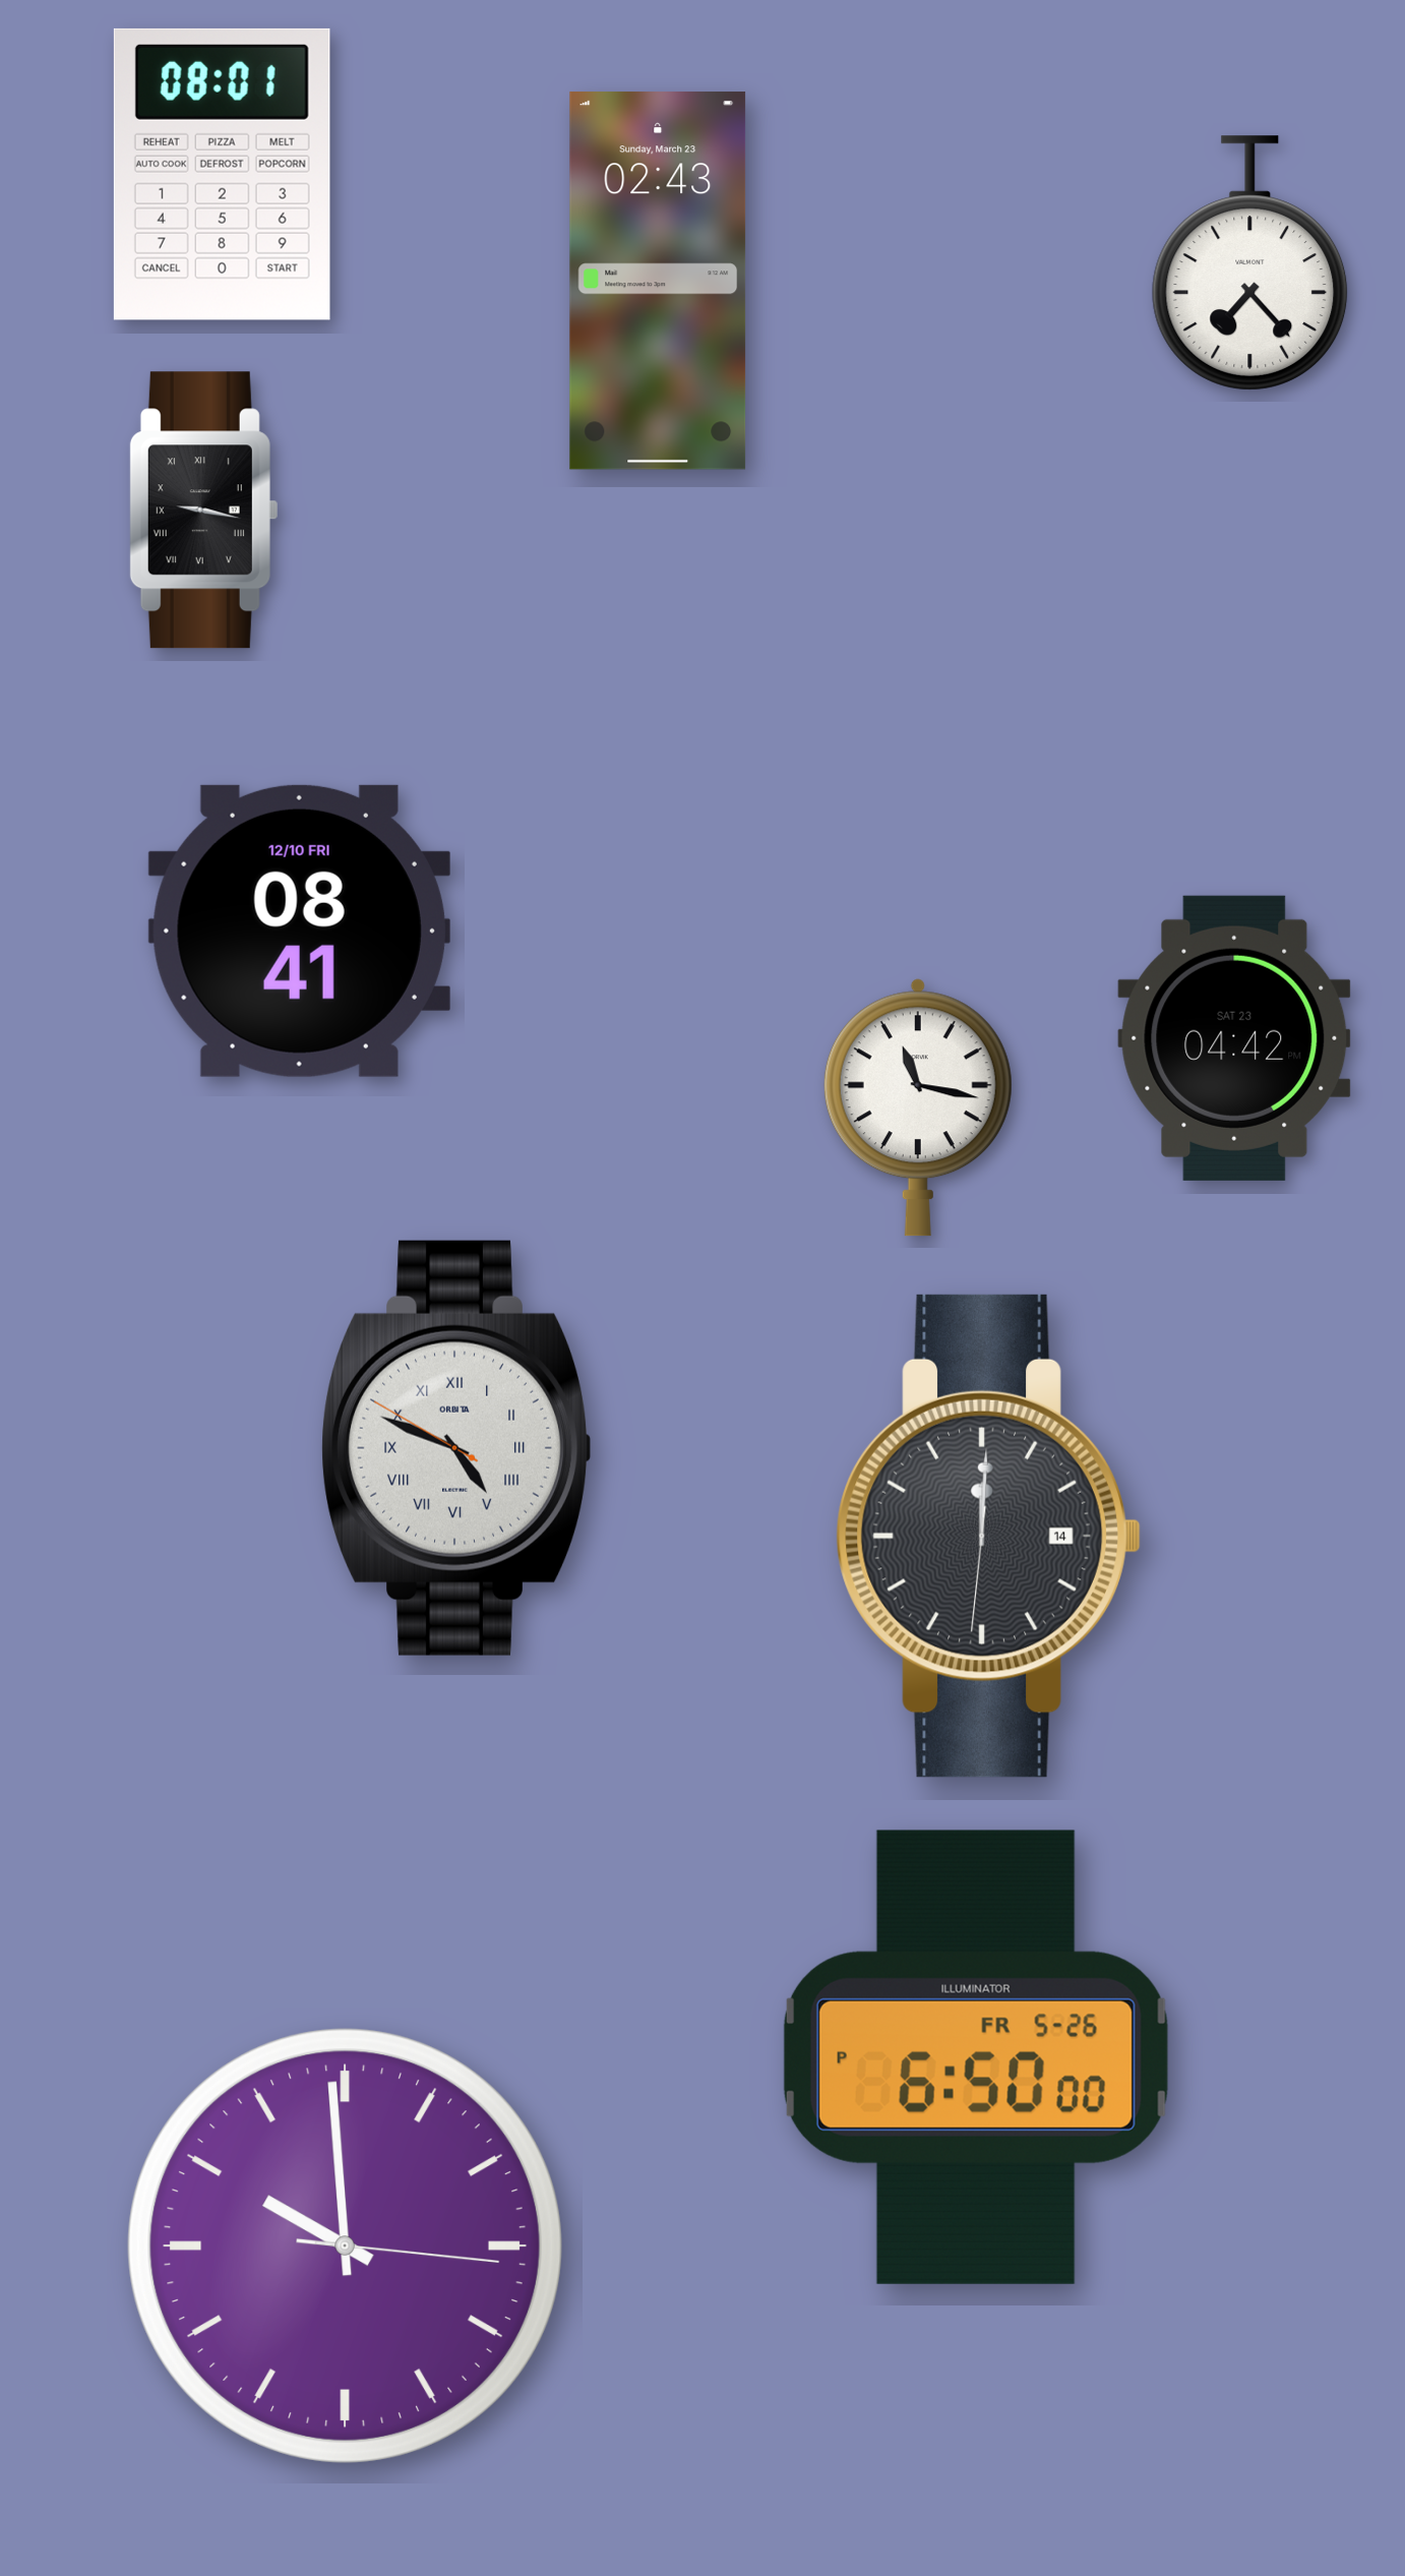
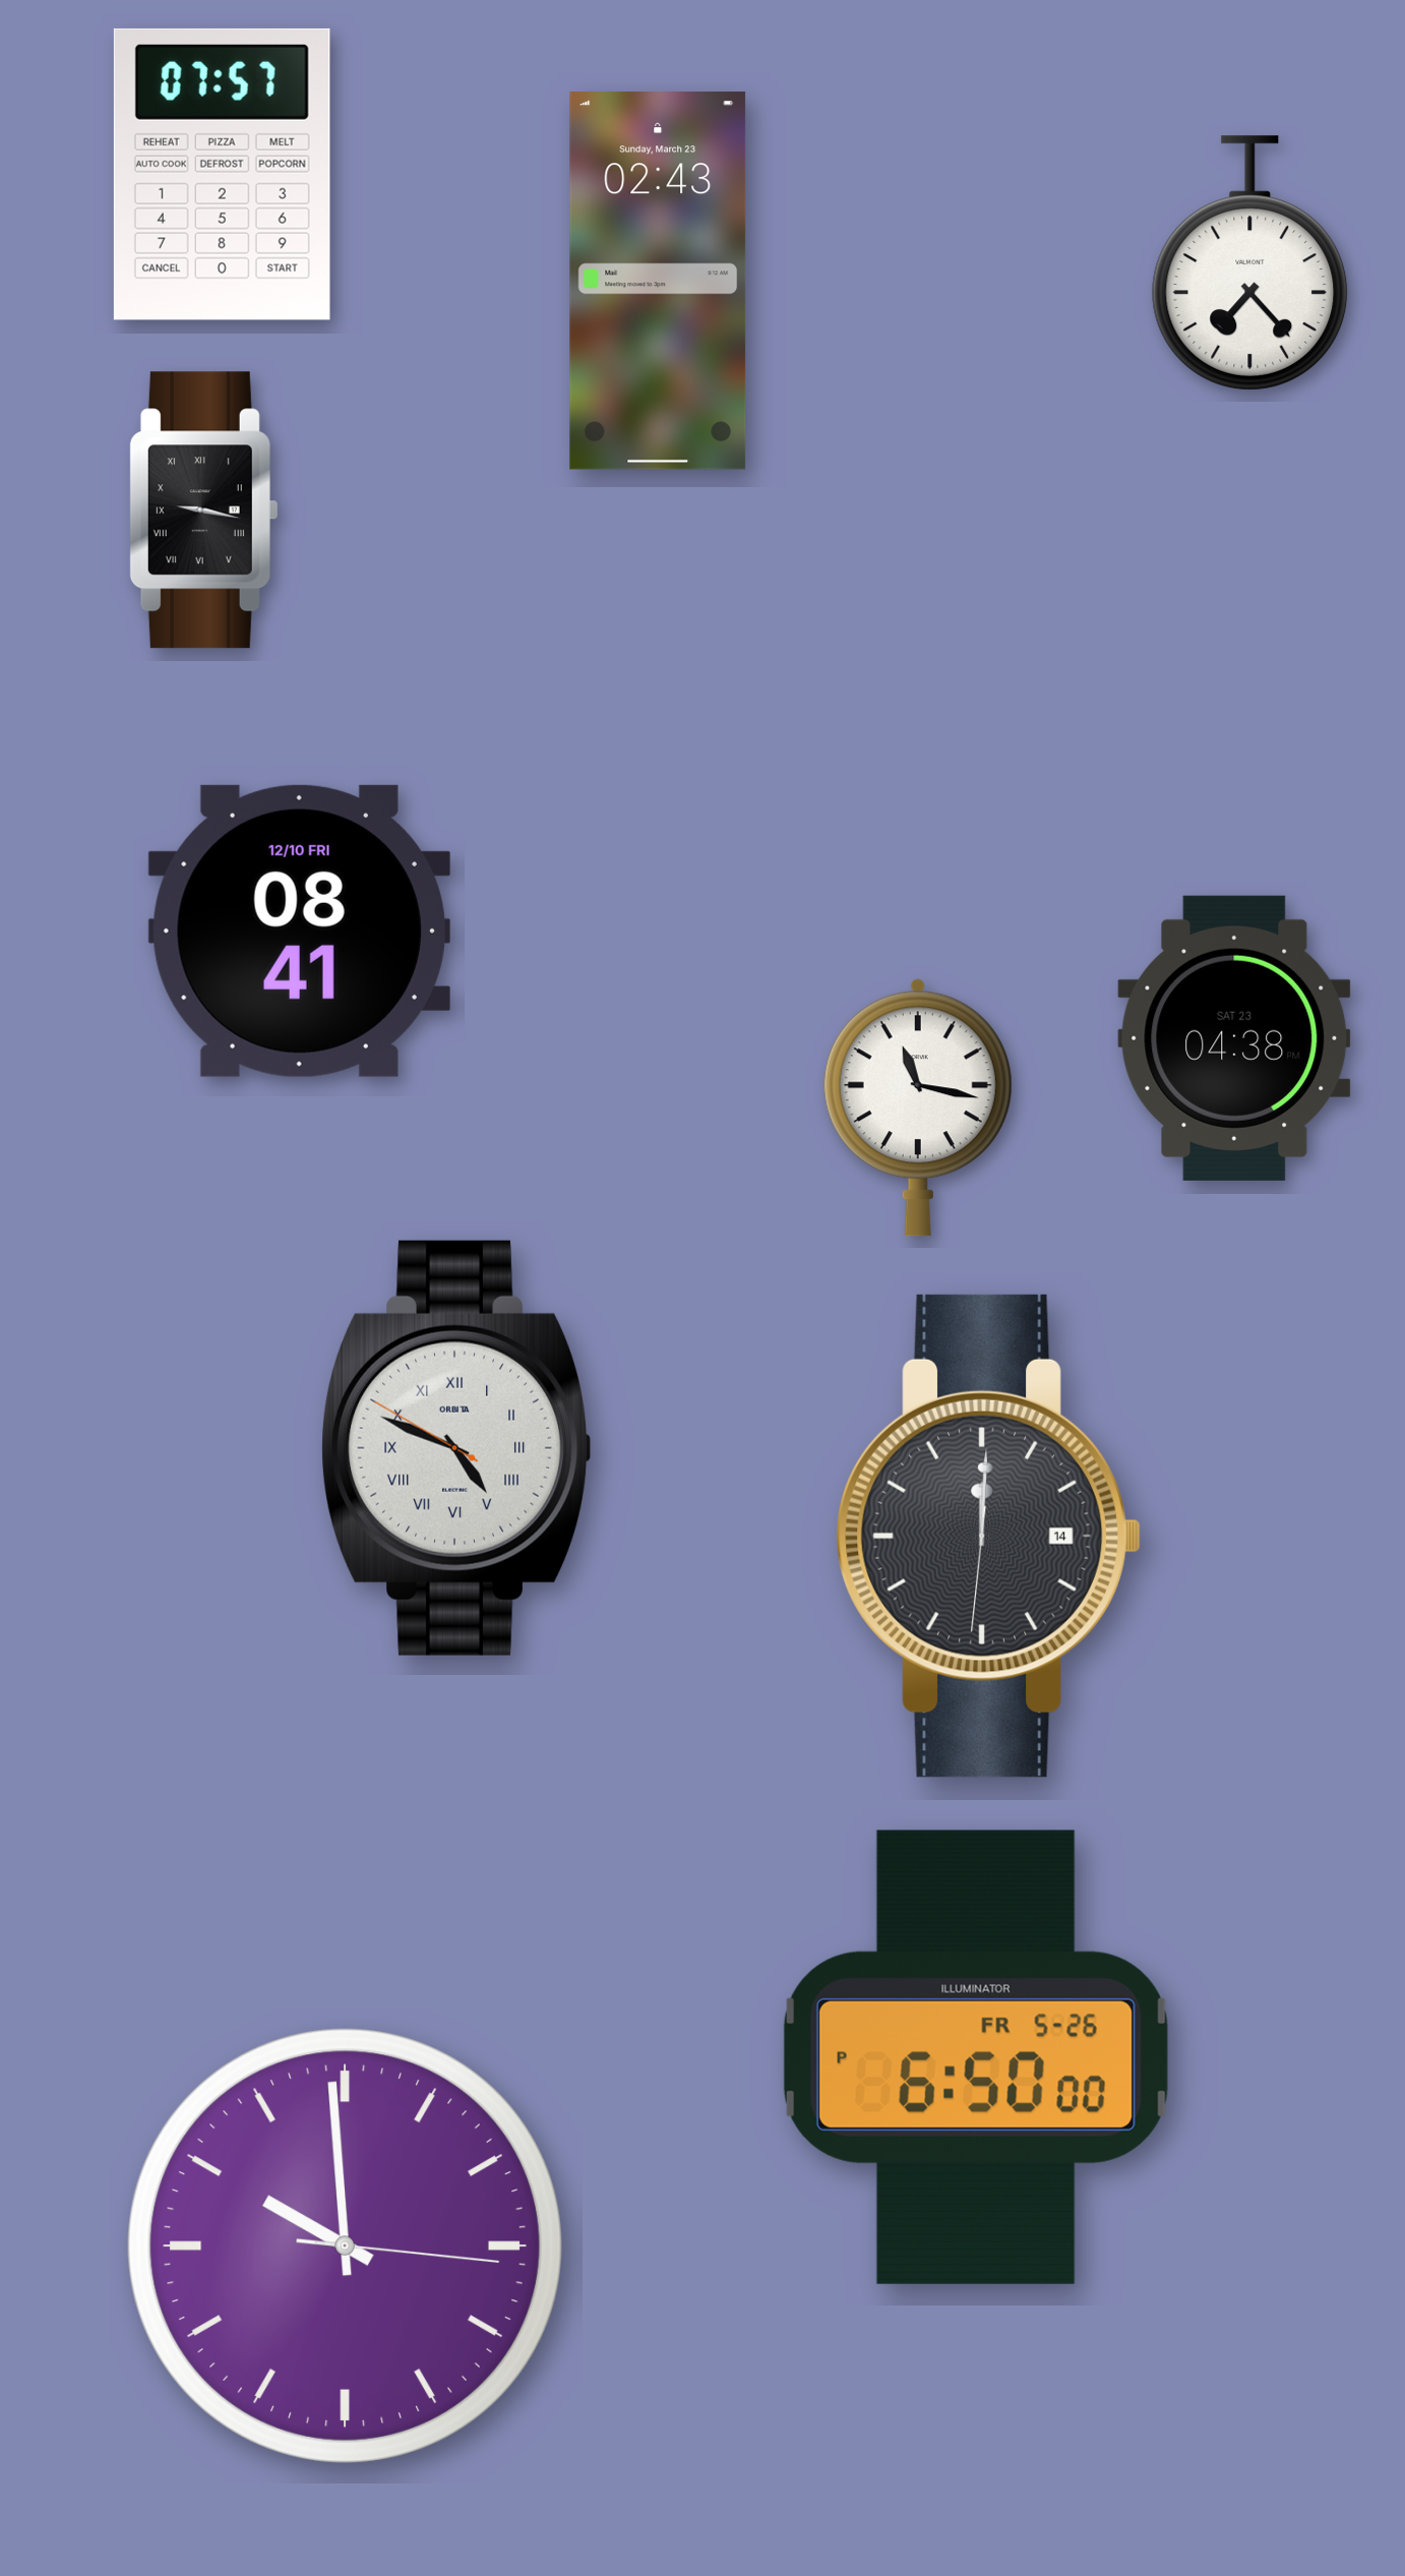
clock at (222, 174): 08:01 -> 07:57
clock at (1234, 1038): 04:42 -> 04:38
